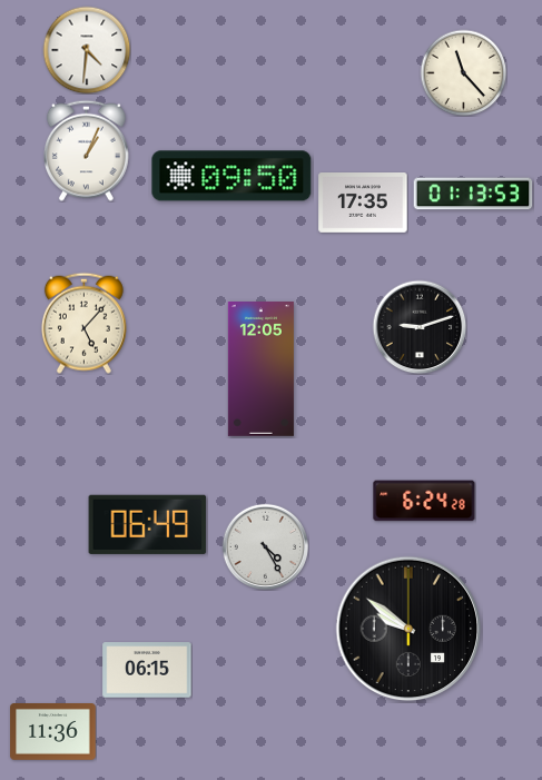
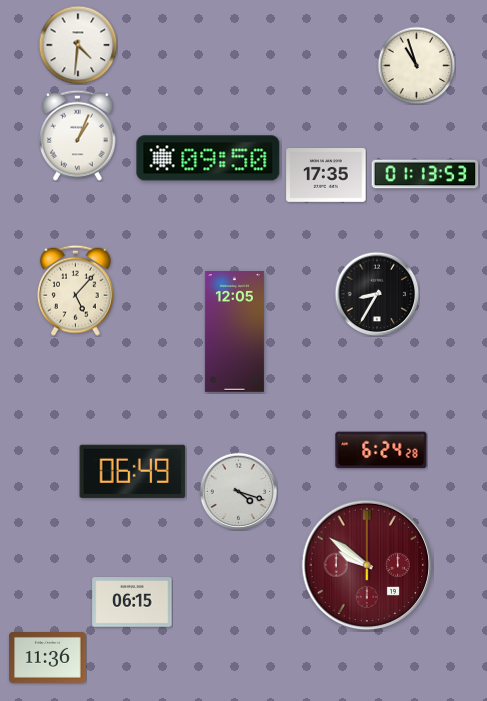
clock at (463, 72): 11:23 -> 10:57
clock at (363, 204) position: (363, 204) -> (326, 176)
clock at (420, 327): 9:12 -> 8:35
clock at (265, 546): 4:25 -> 4:18
clock at (408, 629) dial: black -> burgundy
